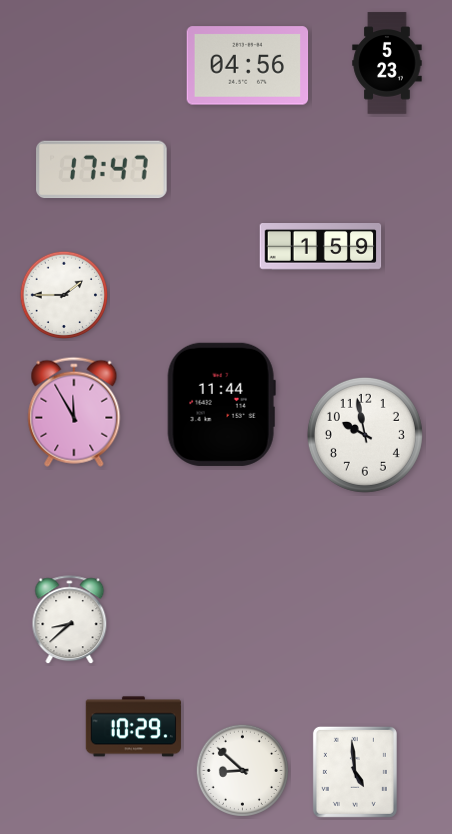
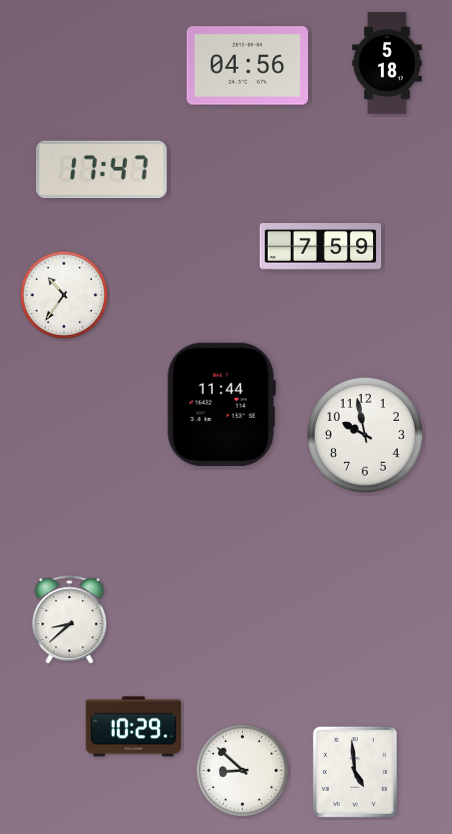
clock at (387, 63): 5:23 -> 5:18
clock at (321, 247): 1:59 -> 7:59
clock at (63, 294): 1:45 -> 10:36
clock at (74, 412): 11:55 -> none
